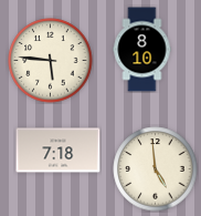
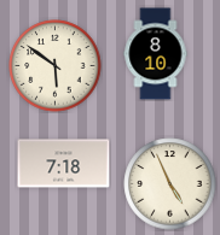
clock at (51, 61): 5:46 -> 5:51
clock at (156, 169): 4:59 -> 4:56
